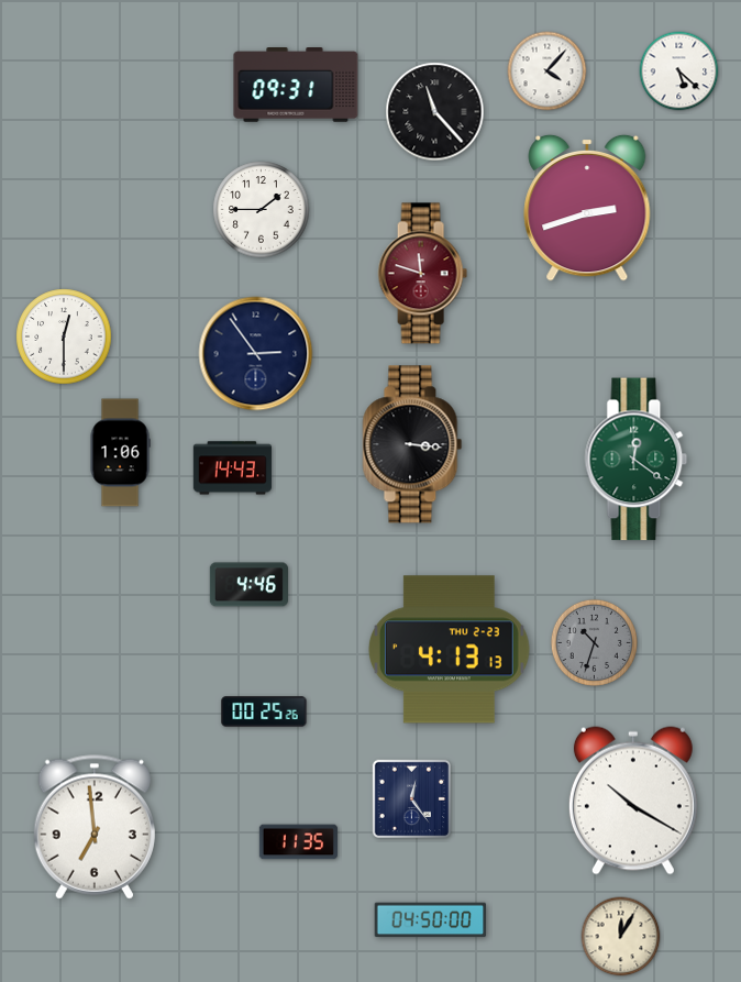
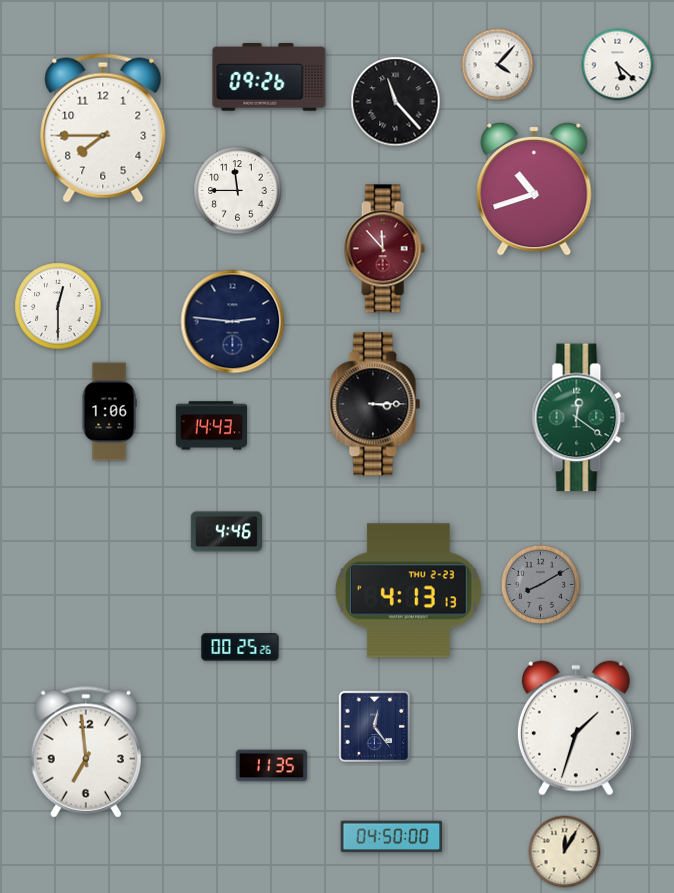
clock at (296, 85): 09:31 -> 09:26
clock at (103, 128): none -> 7:45
clock at (587, 208): 2:42 -> 10:42
clock at (262, 210): 1:45 -> 11:45
clock at (422, 274): 11:48 -> 11:53
clock at (256, 354): 2:54 -> 2:46
clock at (412, 444): 3:16 -> 3:15
clock at (594, 642): 10:33 -> 8:10
clock at (633, 801): 10:20 -> 1:33
